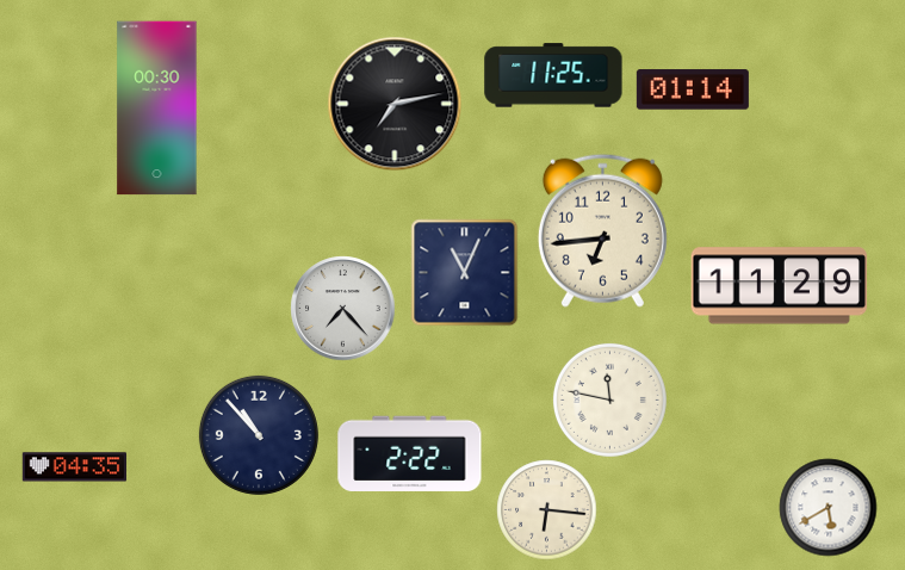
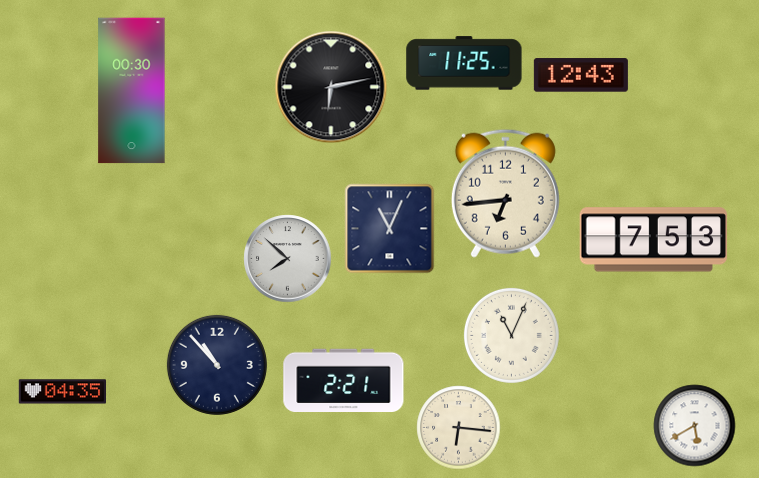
clock at (693, 89): 01:14 -> 12:43
clock at (395, 104): 7:13 -> 6:13
clock at (780, 286): 11:29 -> 7:53
clock at (342, 308): 7:23 -> 7:52
clock at (609, 399): 11:47 -> 11:04
clock at (410, 453): 2:22 -> 2:21
